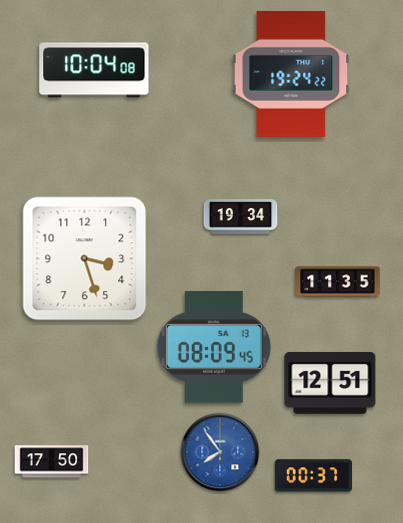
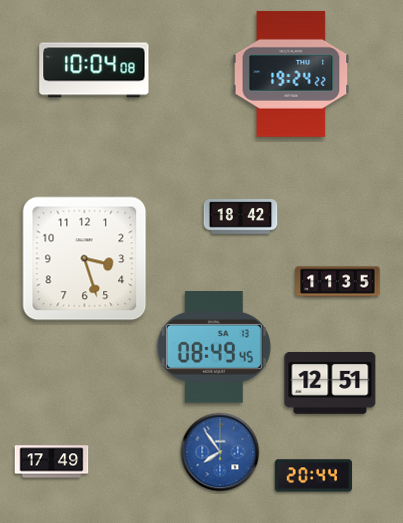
clock at (241, 217): 19:34 -> 18:42
clock at (214, 347): 08:09 -> 08:49
clock at (52, 462): 17:50 -> 17:49
clock at (313, 476): 00:37 -> 20:44
